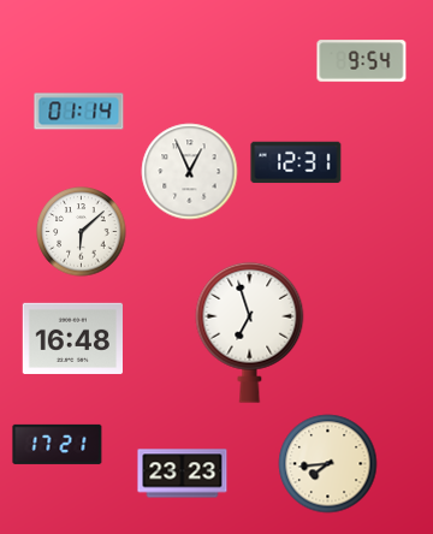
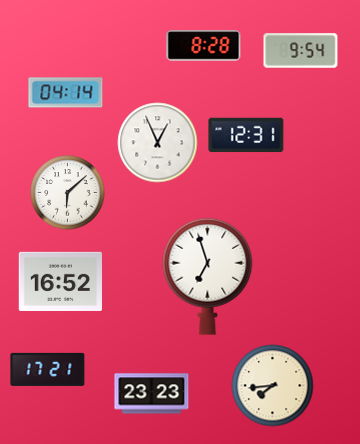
clock at (204, 46): none -> 8:28
clock at (79, 112): 01:14 -> 04:14
clock at (72, 338): 16:48 -> 16:52
